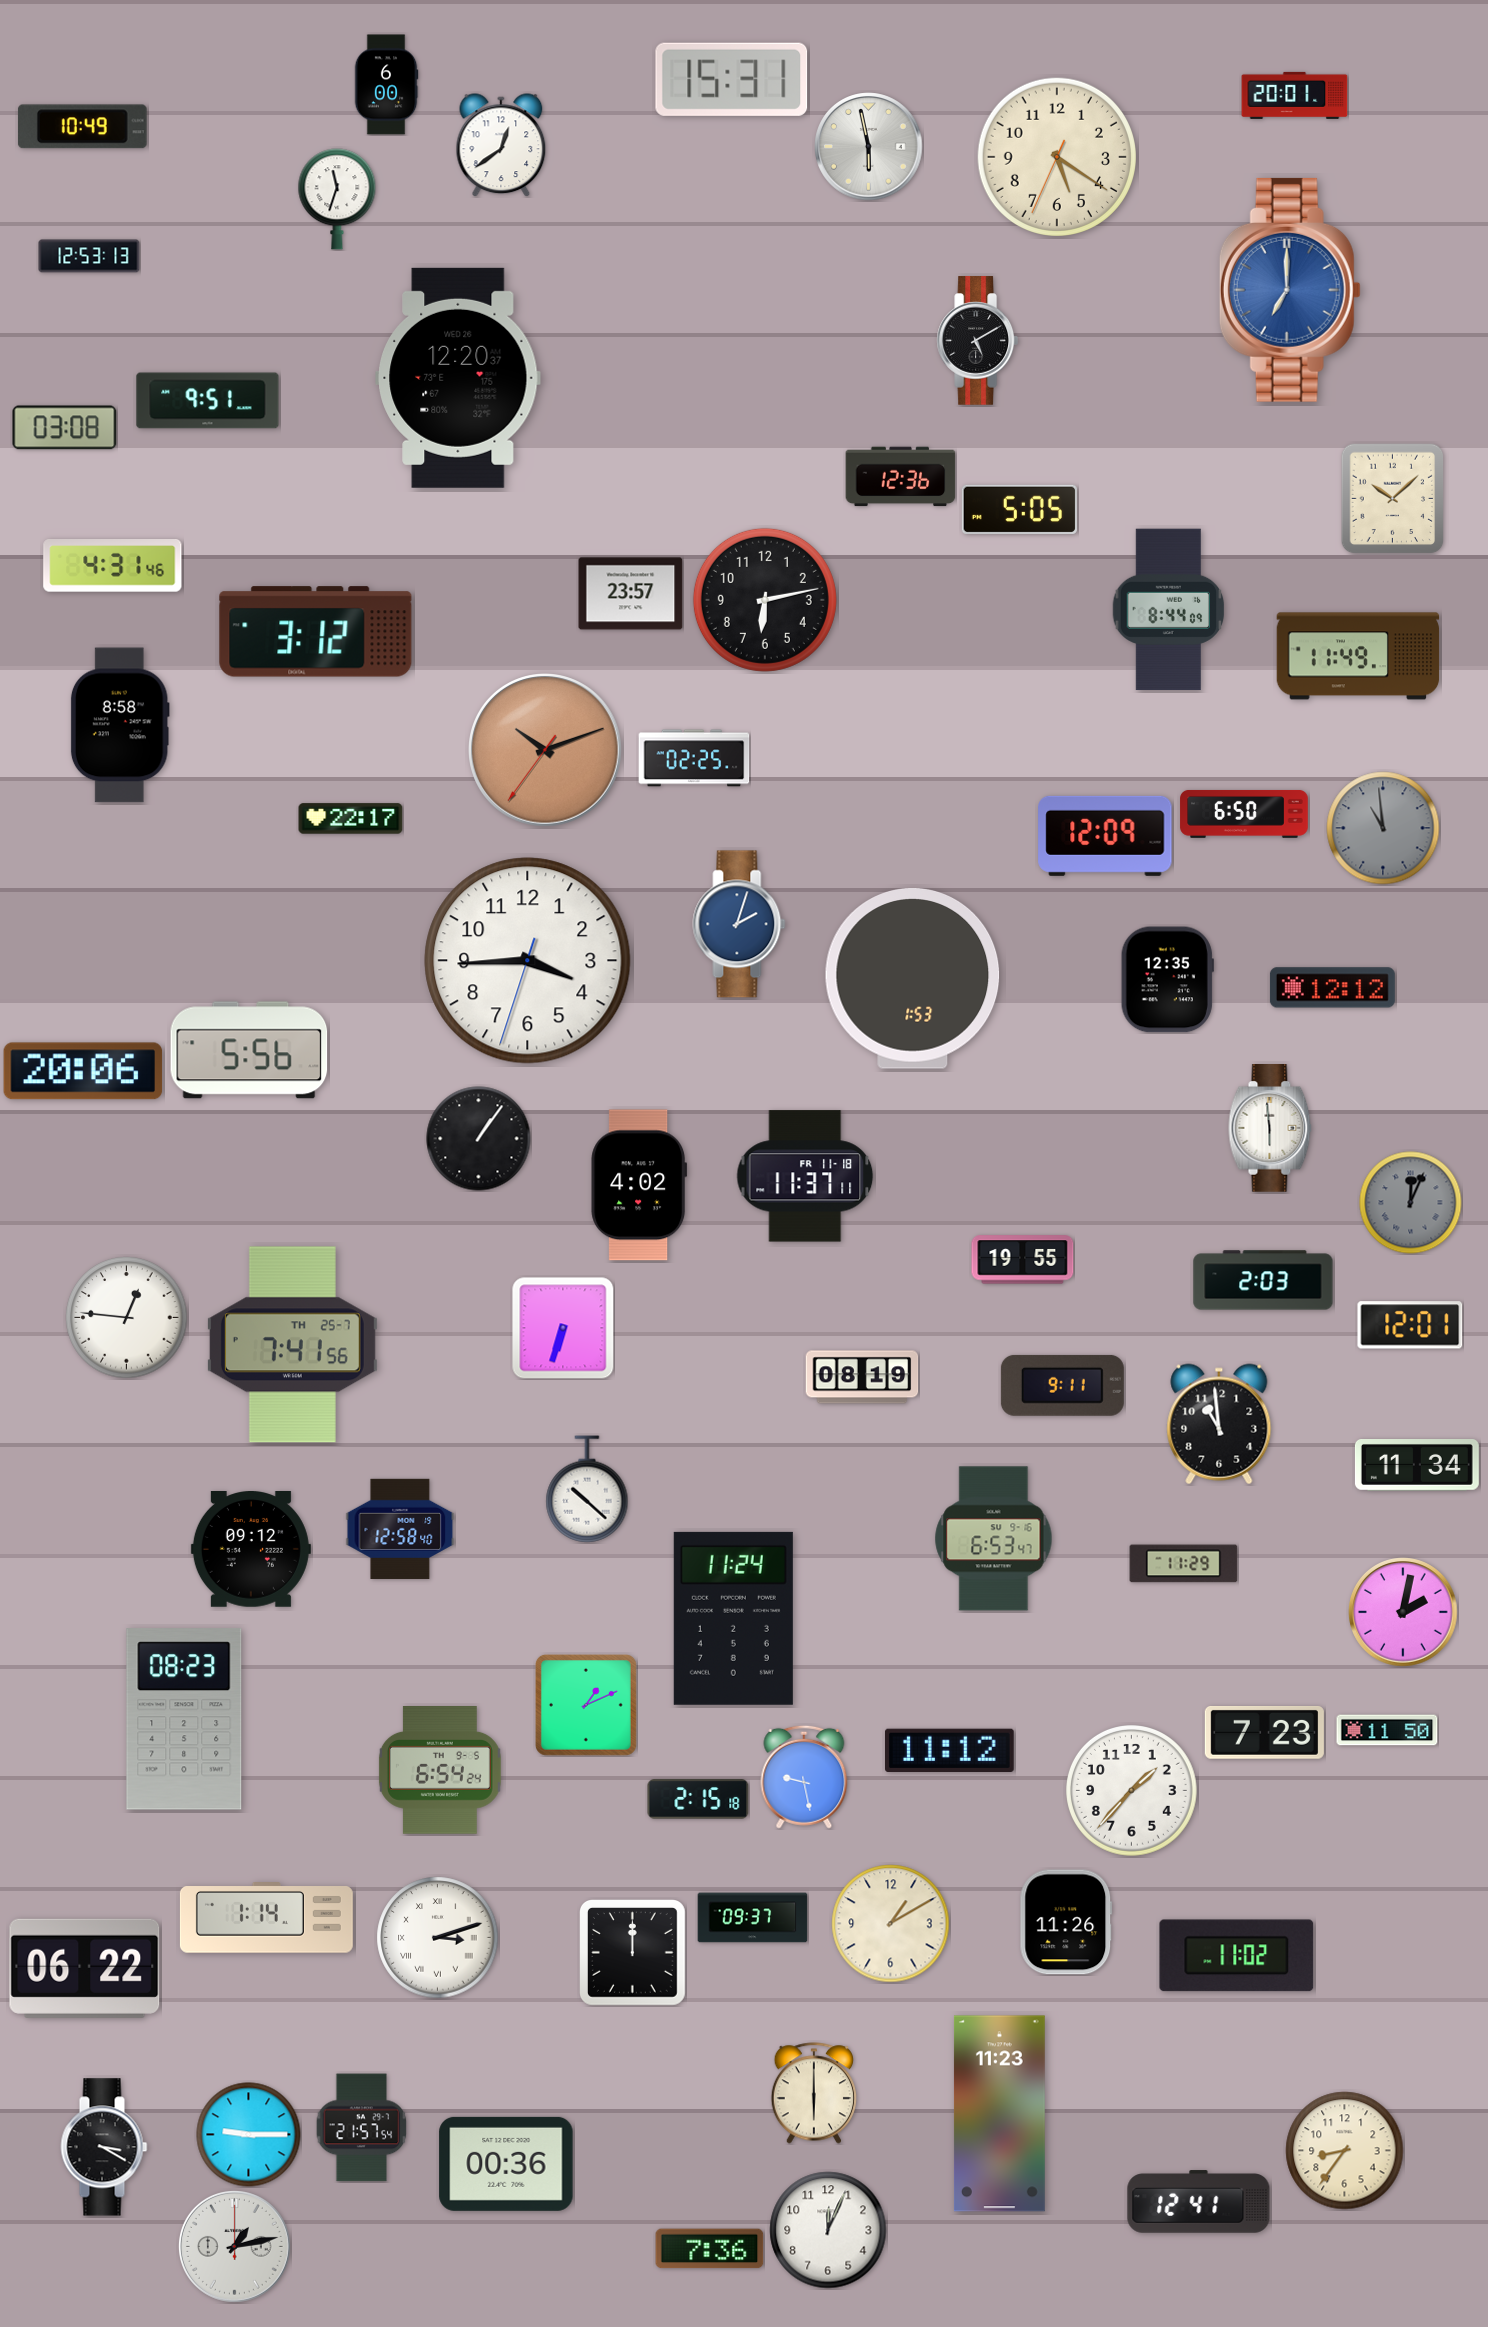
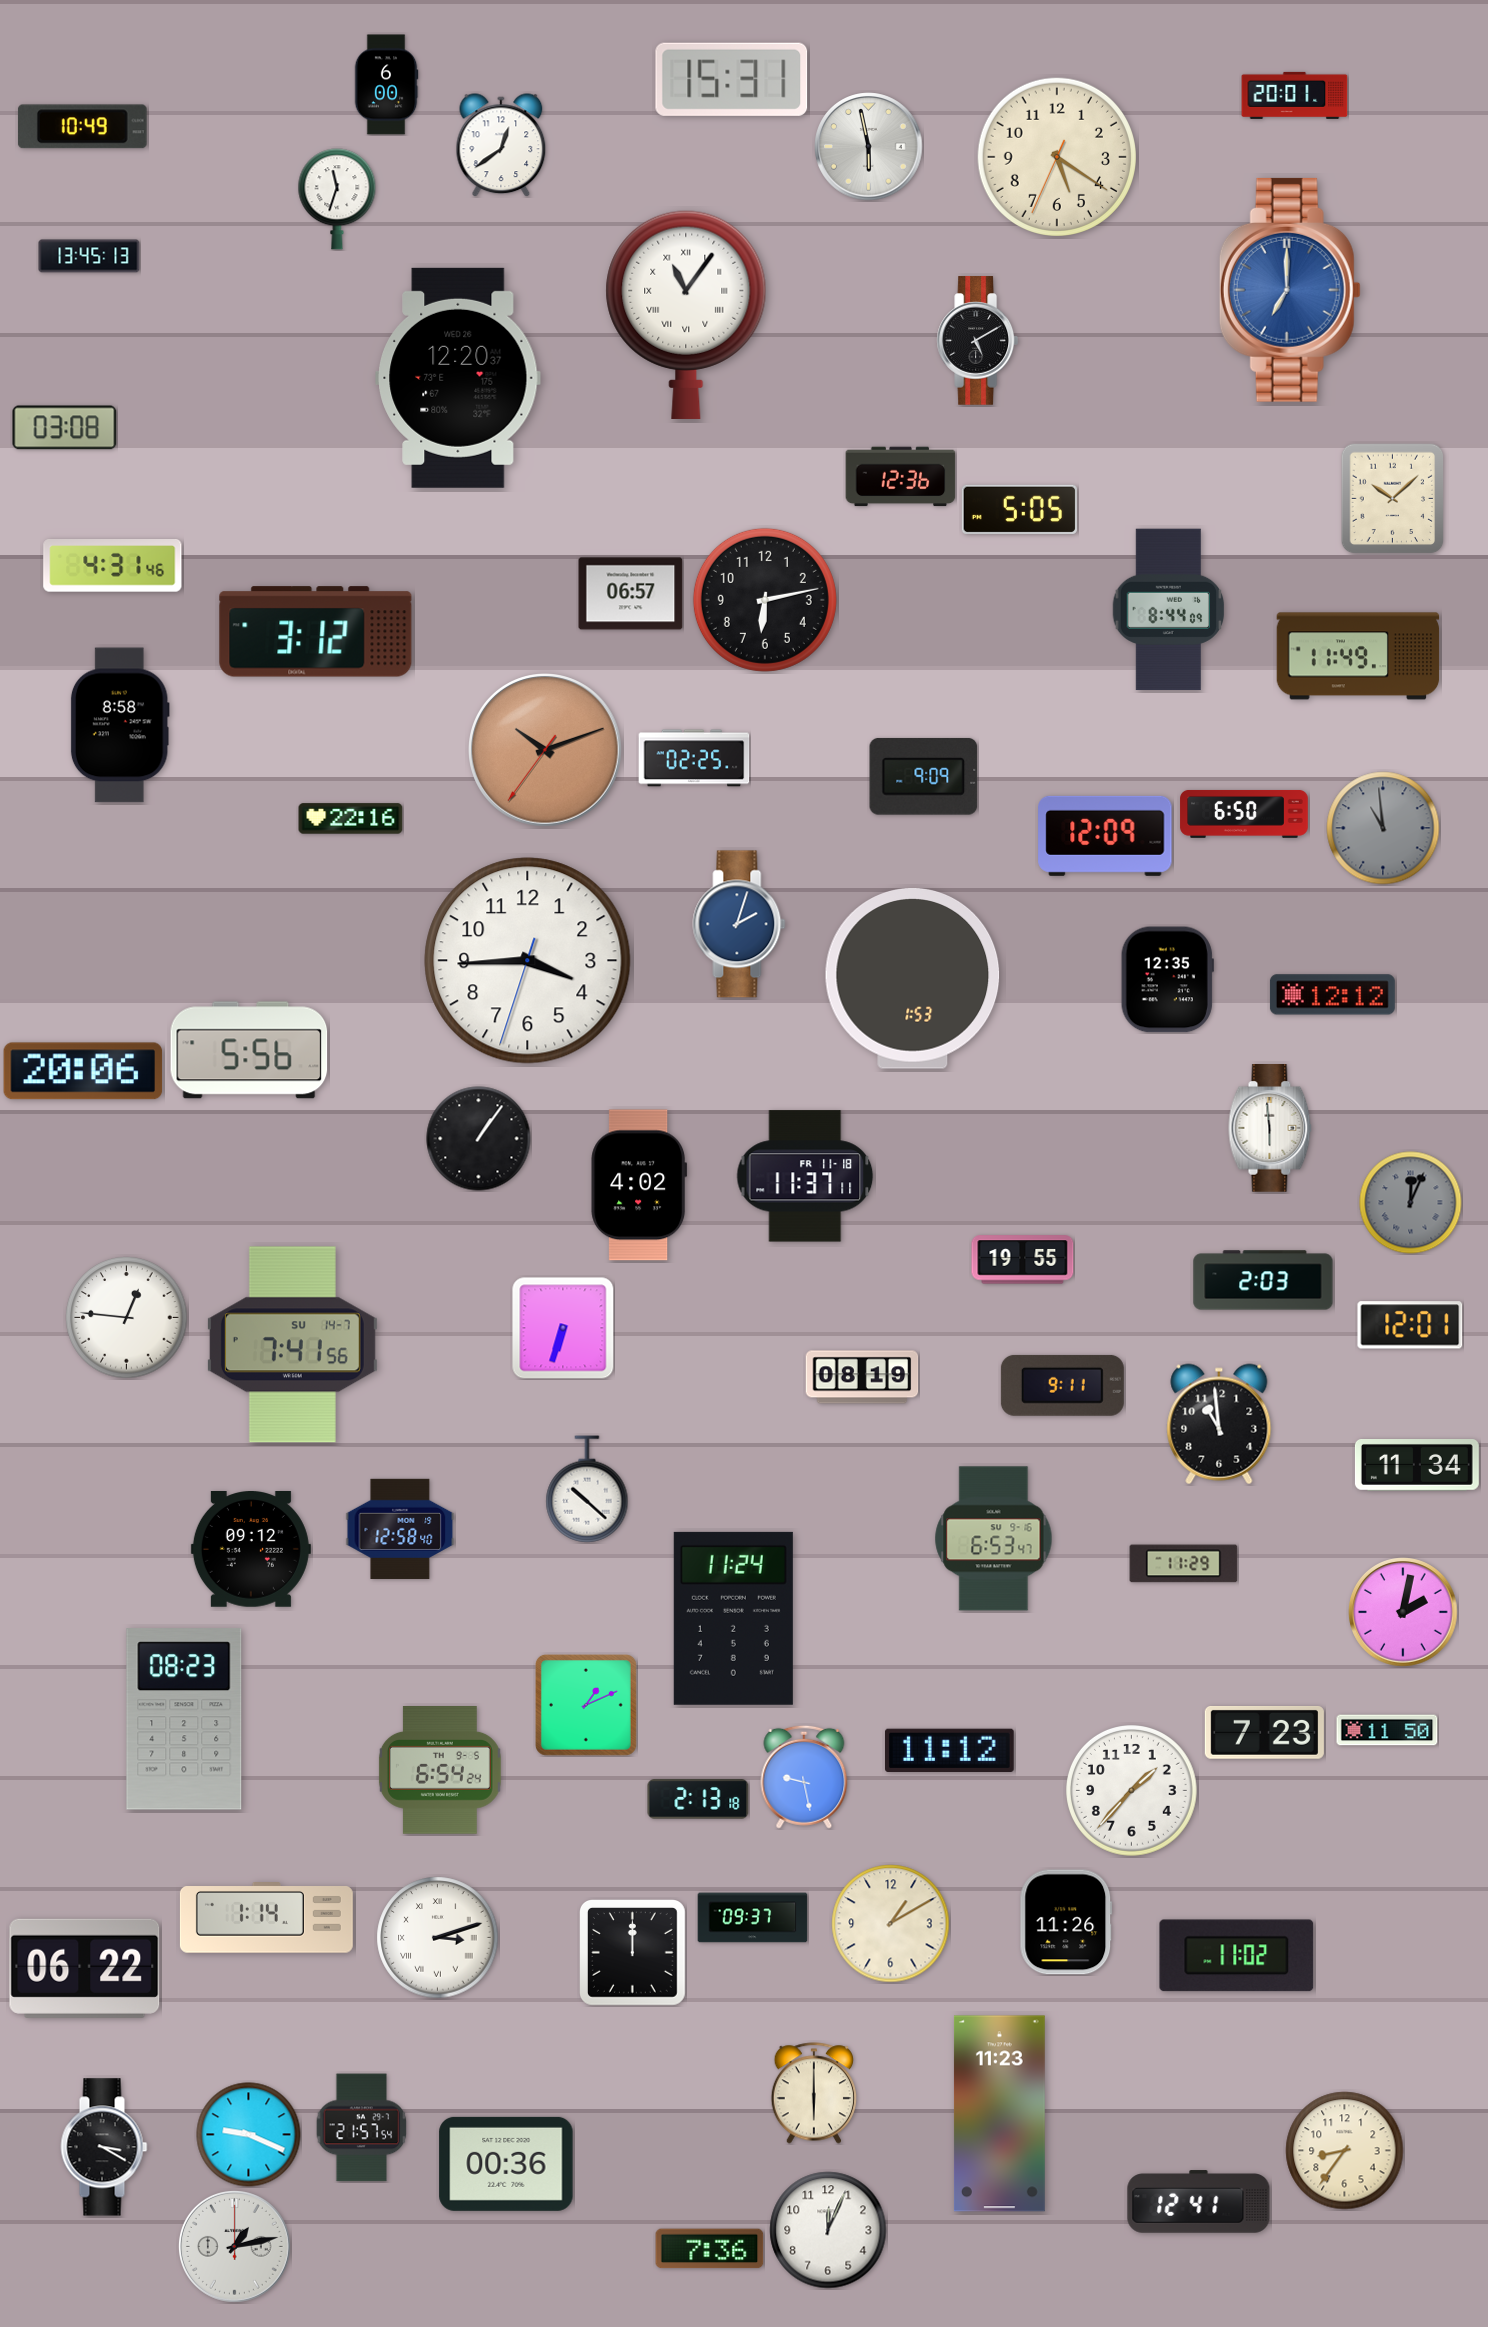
clock at (89, 256): 12:53 -> 13:45
clock at (686, 314): none -> 11:06
clock at (208, 401): 9:51 -> none
clock at (631, 594): 23:57 -> 06:57
clock at (924, 776): none -> 9:09
clock at (351, 819): 22:17 -> 22:16
clock at (1332, 988) position: (1332, 988) -> (1332, 995)
clock at (292, 1345) date: TH 25-7 -> SU 14-7
clock at (698, 1799): 2:15 -> 2:13
clock at (249, 2135): 9:15 -> 9:19
